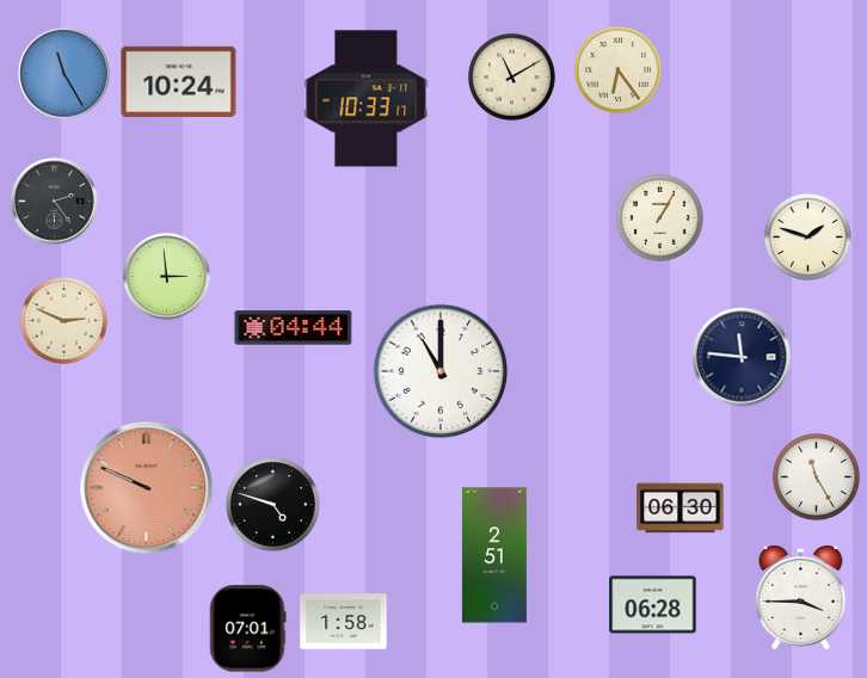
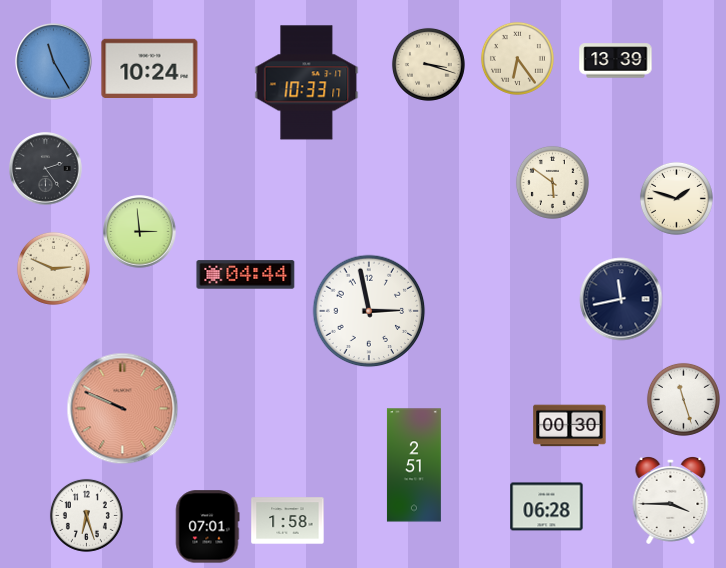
clock at (616, 61): none -> 13:39
clock at (511, 76): 11:10 -> 3:18
clock at (659, 217): 1:05 -> 5:51
clock at (742, 357): 11:46 -> 11:43
clock at (441, 371): 11:00 -> 2:58
clock at (816, 476): 11:25 -> 11:27
clock at (273, 505): 4:48 -> none
clock at (681, 509): 06:30 -> 00:30
clock at (86, 515): none -> 6:27
